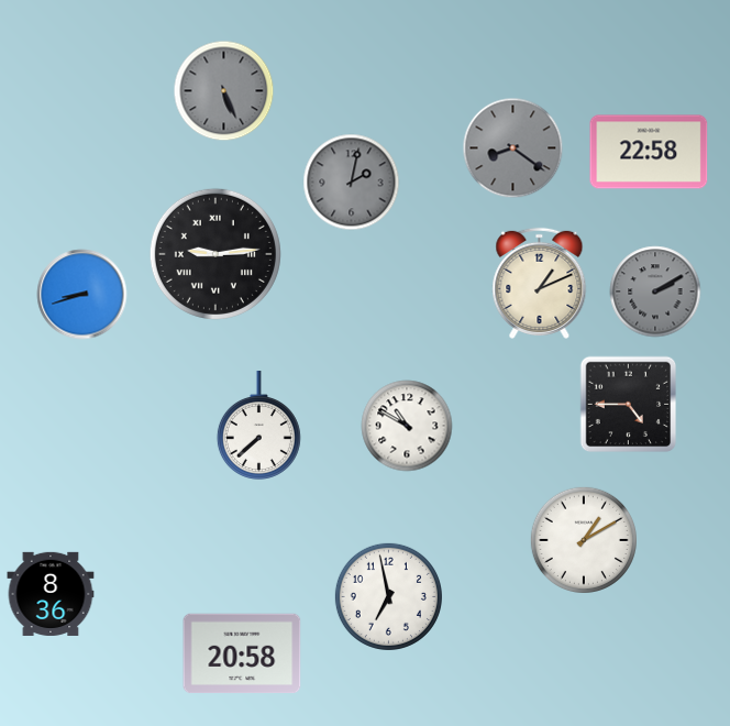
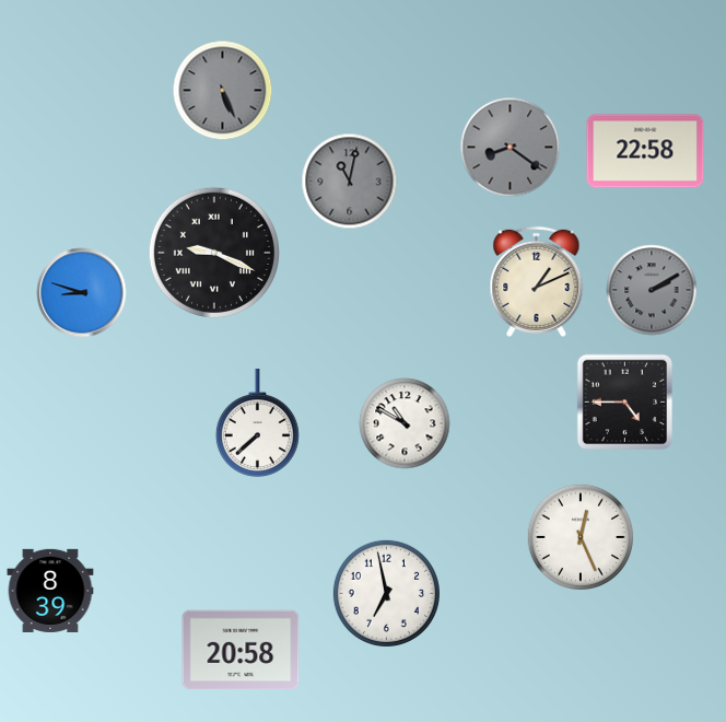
clock at (352, 183): 2:02 -> 11:02
clock at (215, 254): 9:14 -> 9:19
clock at (82, 295): 8:42 -> 8:48
clock at (583, 539): 1:10 -> 12:26
clock at (51, 594): 8:36 -> 8:39
